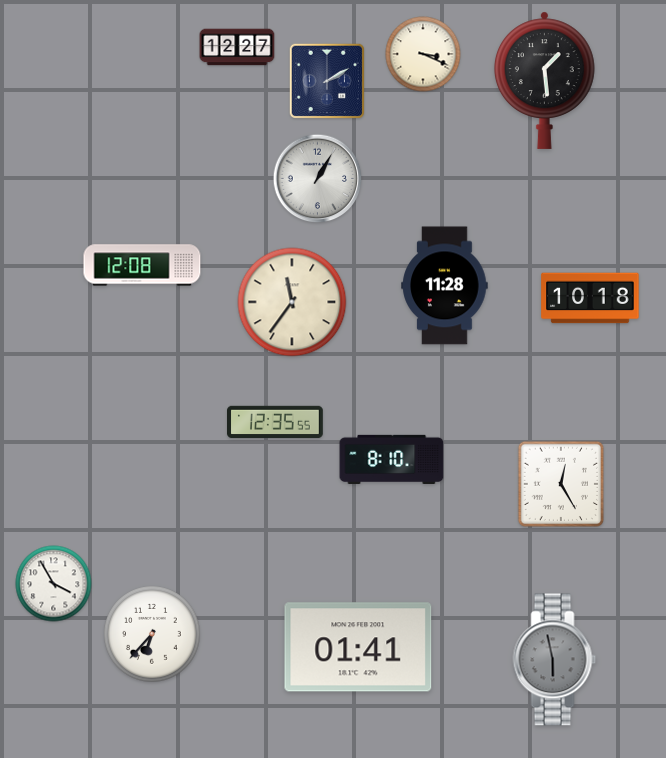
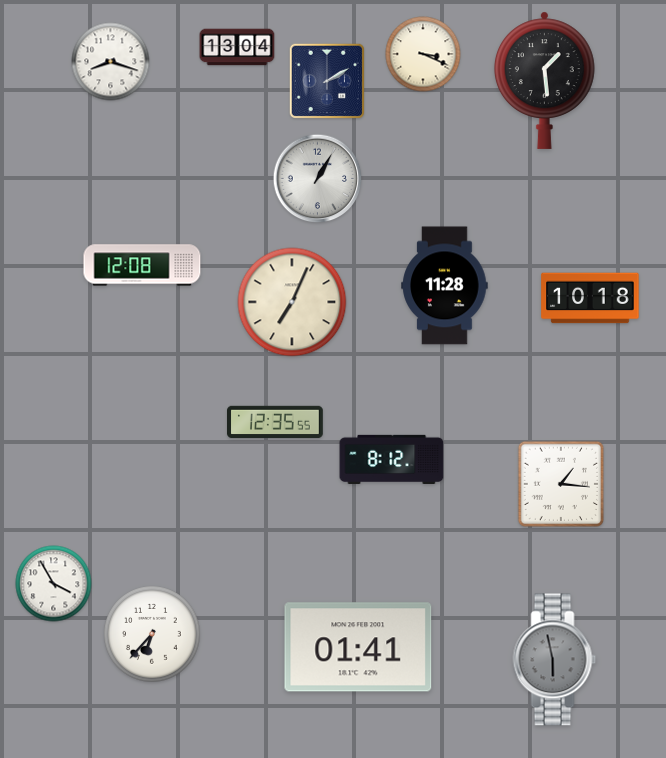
clock at (237, 47): 12:27 -> 13:04
clock at (111, 62): none -> 8:18
clock at (292, 302): 11:36 -> 7:04
clock at (392, 459): 8:10 -> 8:12
clock at (560, 483): 12:25 -> 1:16
